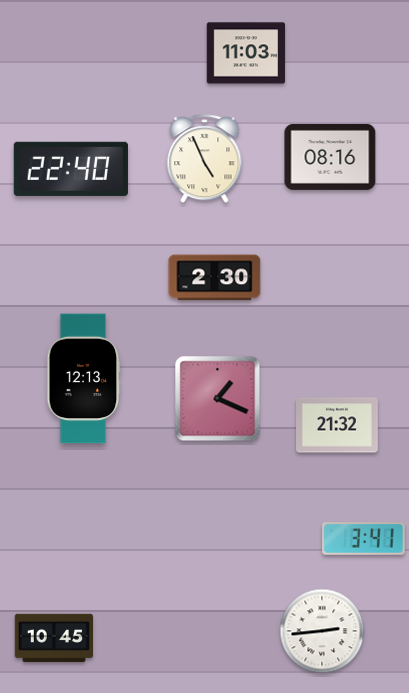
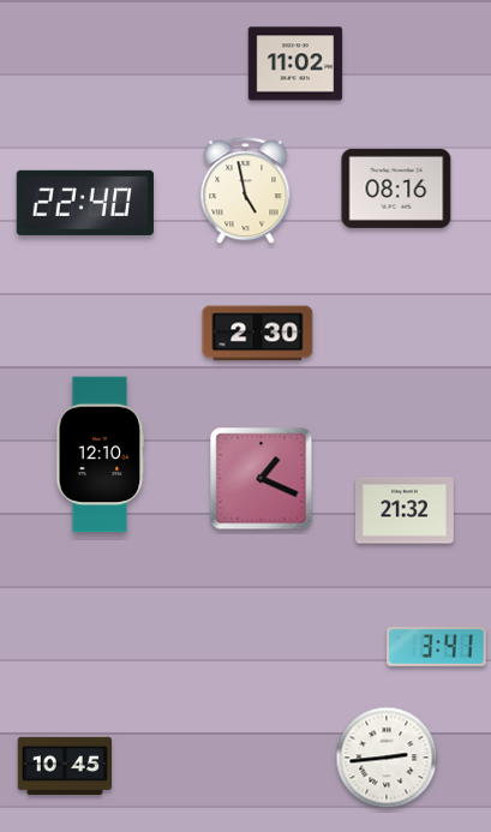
clock at (246, 53): 11:03 -> 11:02
clock at (205, 159): 4:56 -> 4:58
clock at (84, 379): 12:13 -> 12:10
